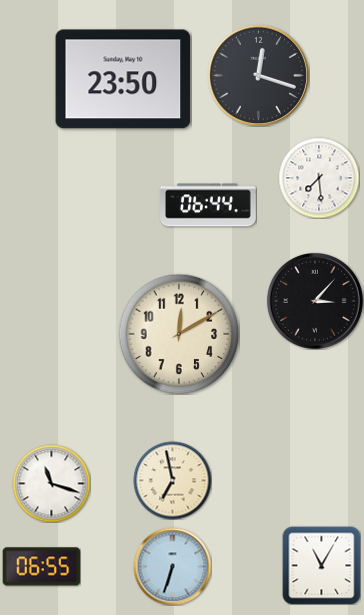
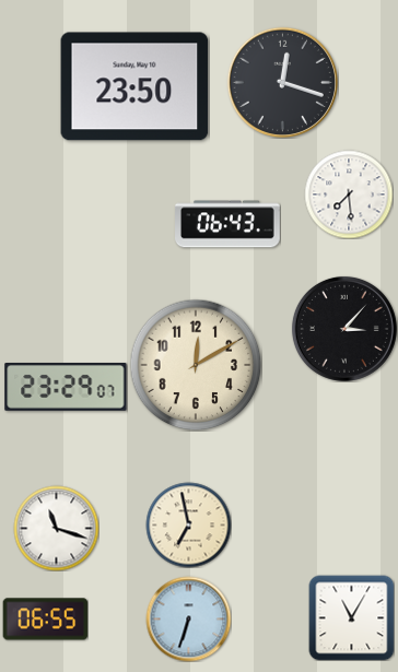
clock at (209, 205): 06:44 -> 06:43
clock at (66, 388): none -> 23:29
